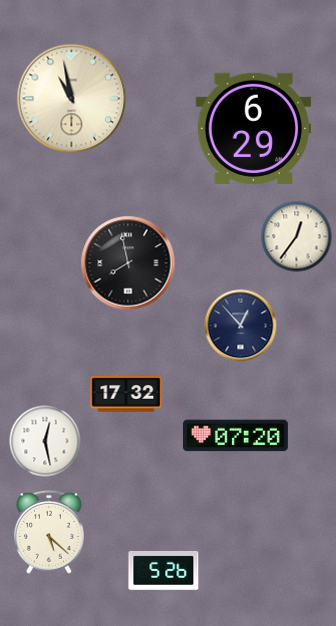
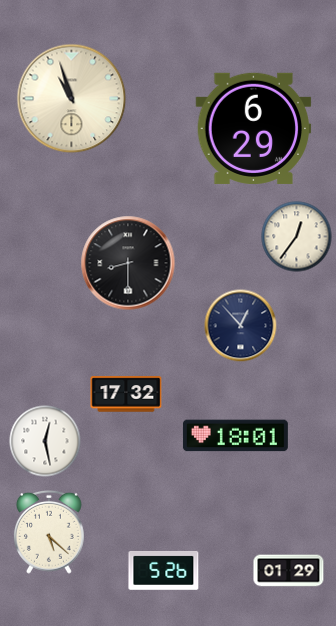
clock at (72, 99): 10:58 -> 10:57
clock at (128, 263): 7:58 -> 8:30
clock at (235, 436): 07:20 -> 18:01
clock at (289, 571): none -> 01:29
